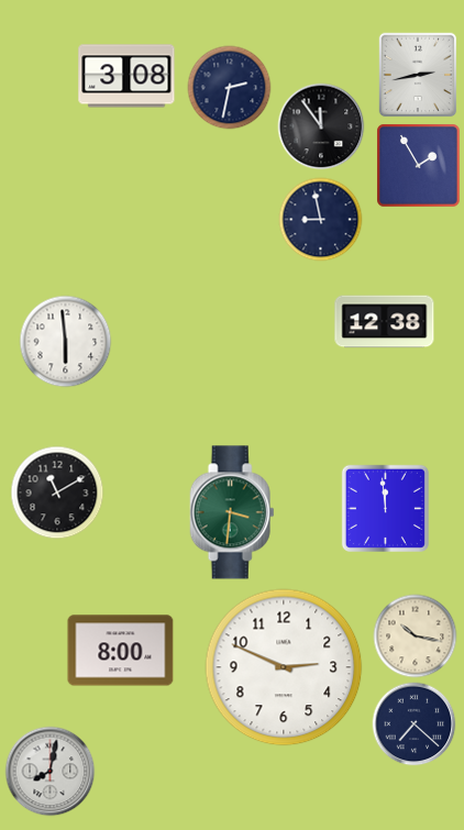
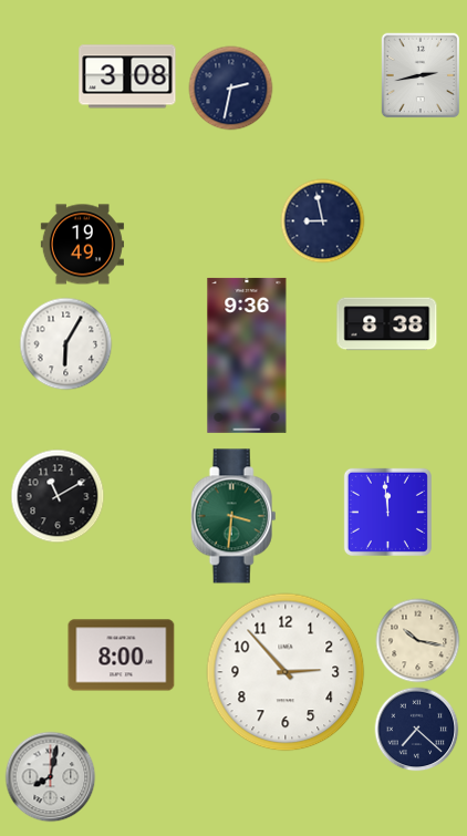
clock at (321, 126): 11:54 -> none
clock at (419, 166): 1:55 -> none
clock at (82, 245): none -> 19:49
clock at (385, 322): 12:38 -> 8:38
clock at (66, 342): 5:59 -> 6:05
clock at (247, 355): none -> 9:36
clock at (284, 667): 2:49 -> 2:53
